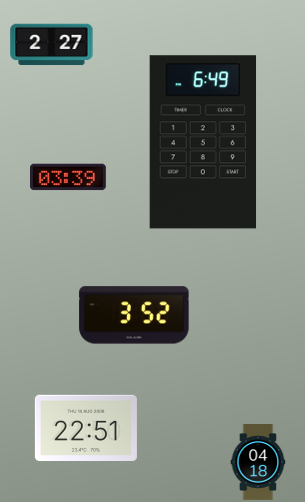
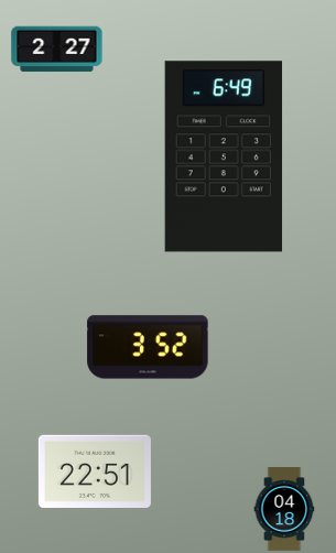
clock at (69, 177): 03:39 -> none
